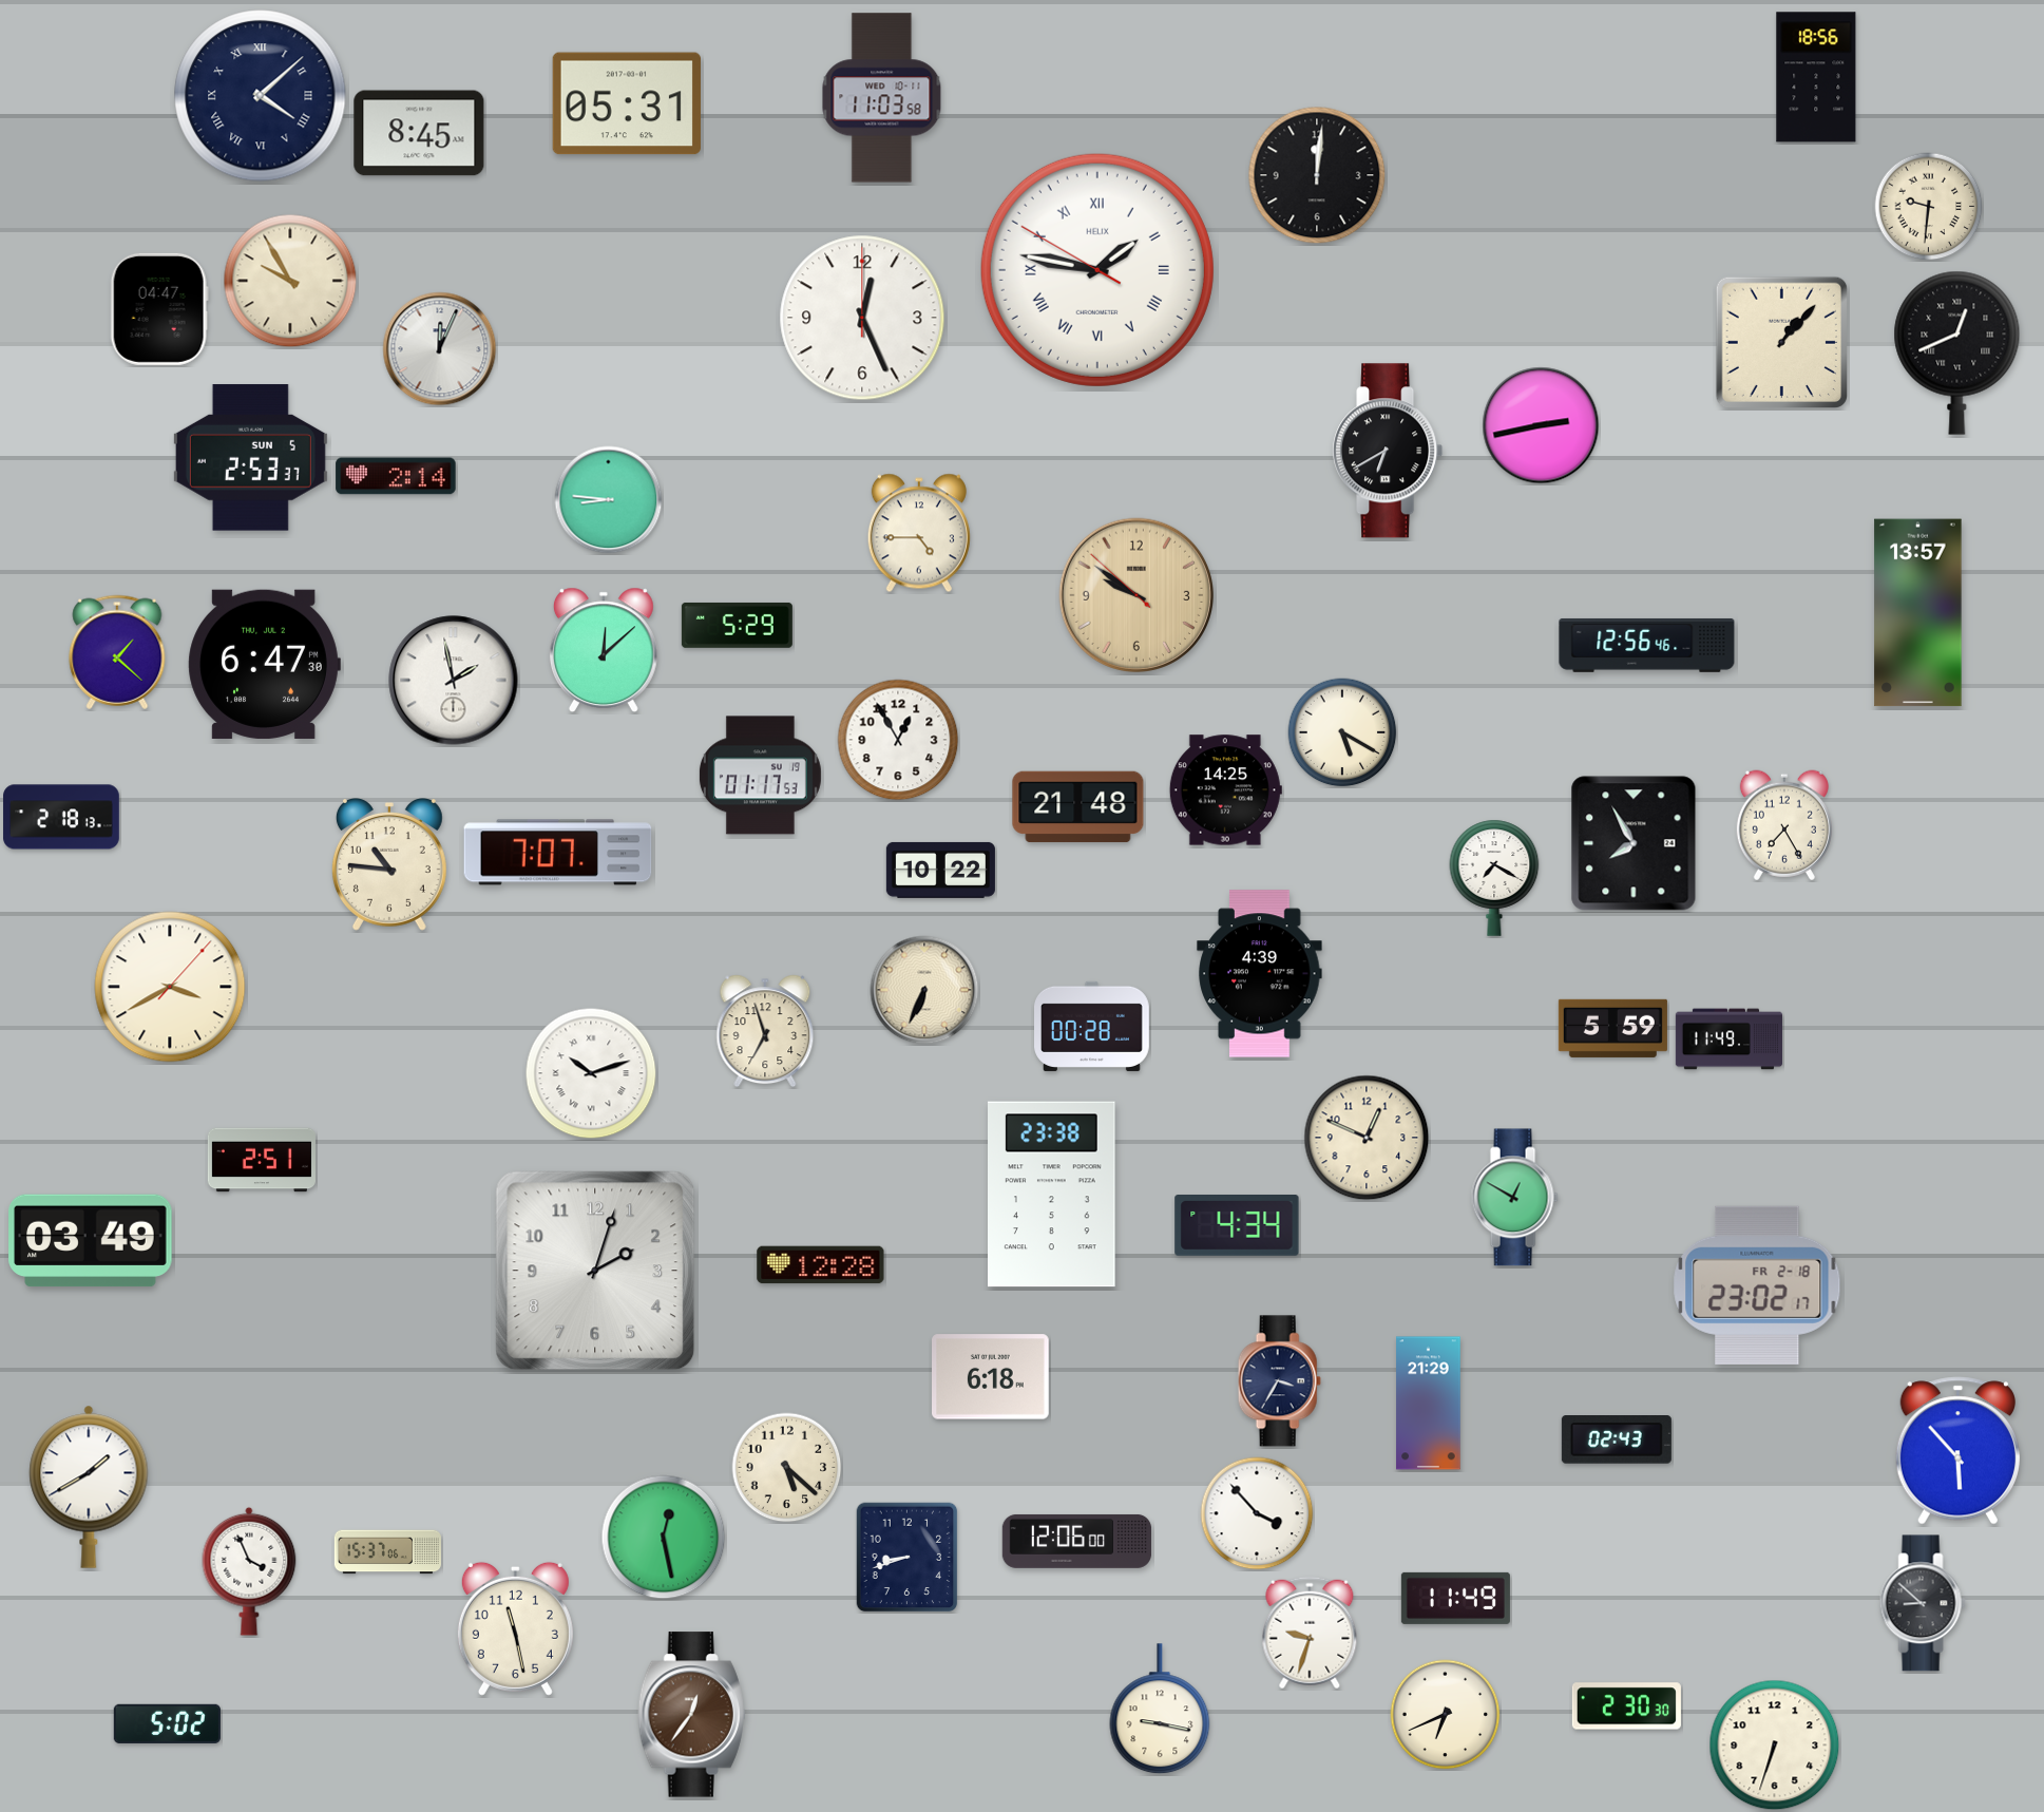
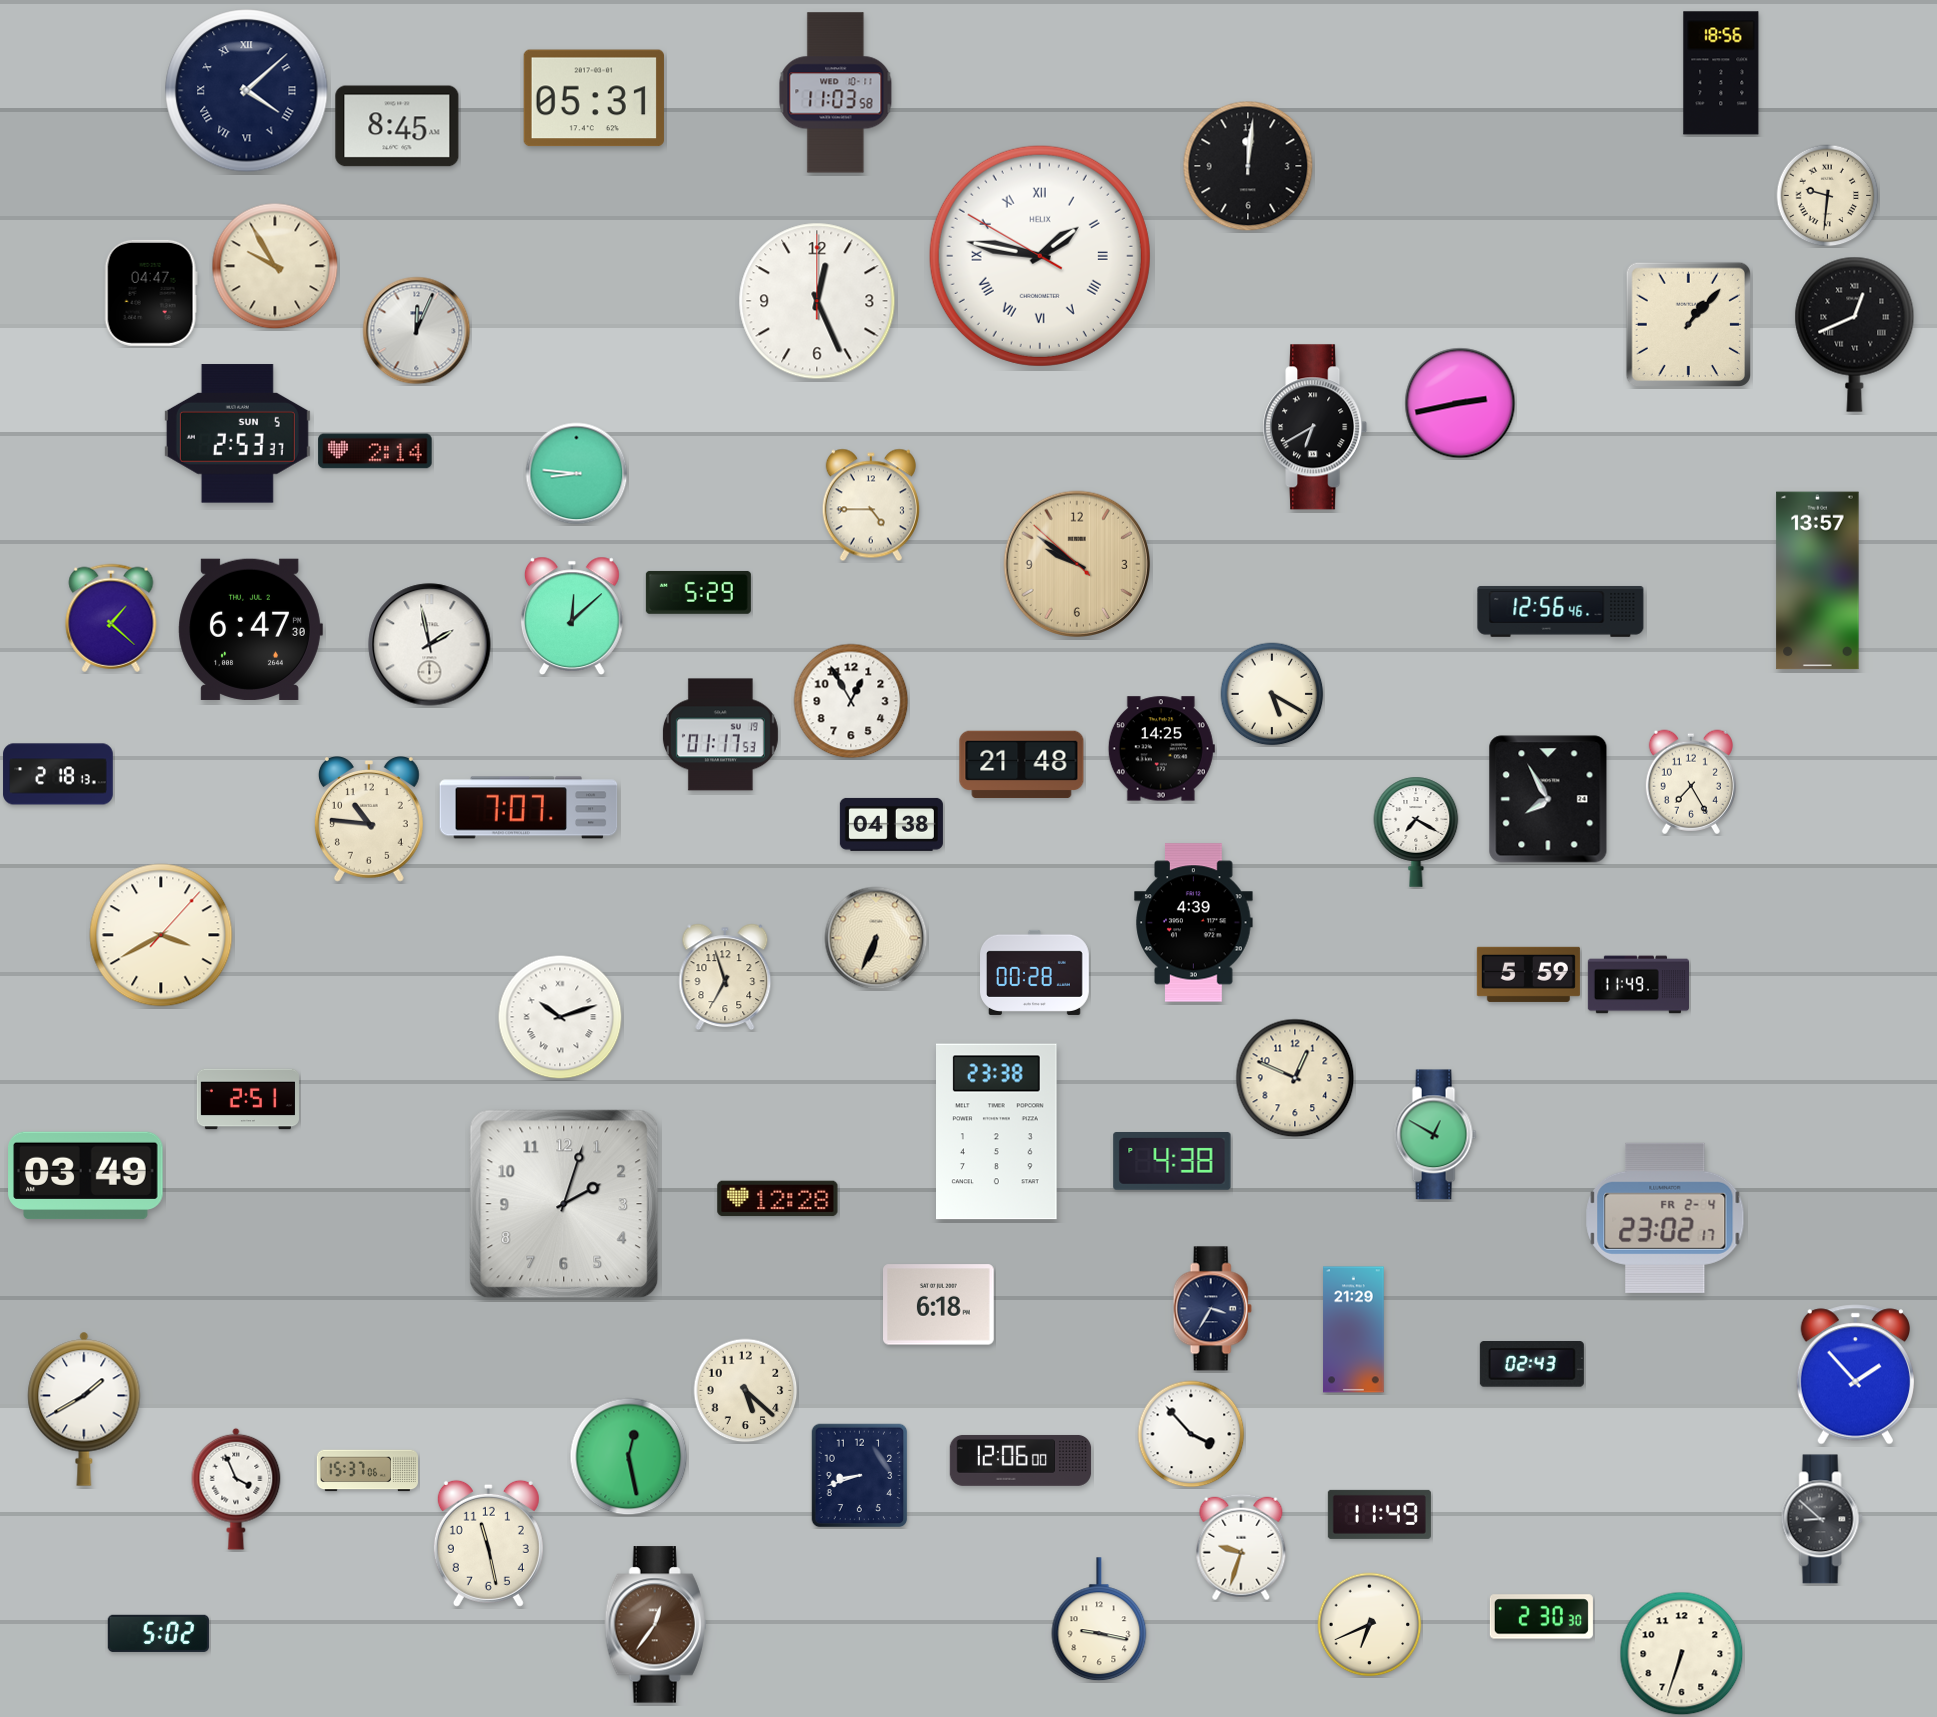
clock at (940, 870): 10:22 -> 04:38
clock at (1237, 1226): 4:34 -> 4:38
clock at (1757, 1285) date: FR 2-18 -> FR 2-4
clock at (1957, 1451): 5:53 -> 1:53
